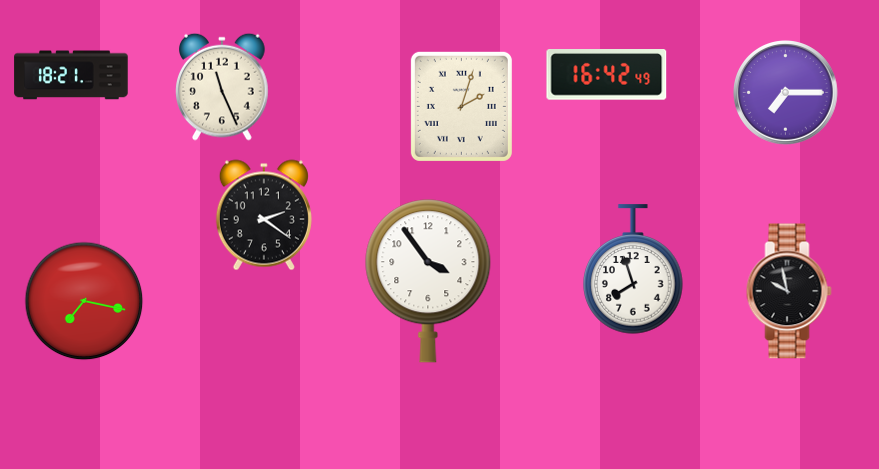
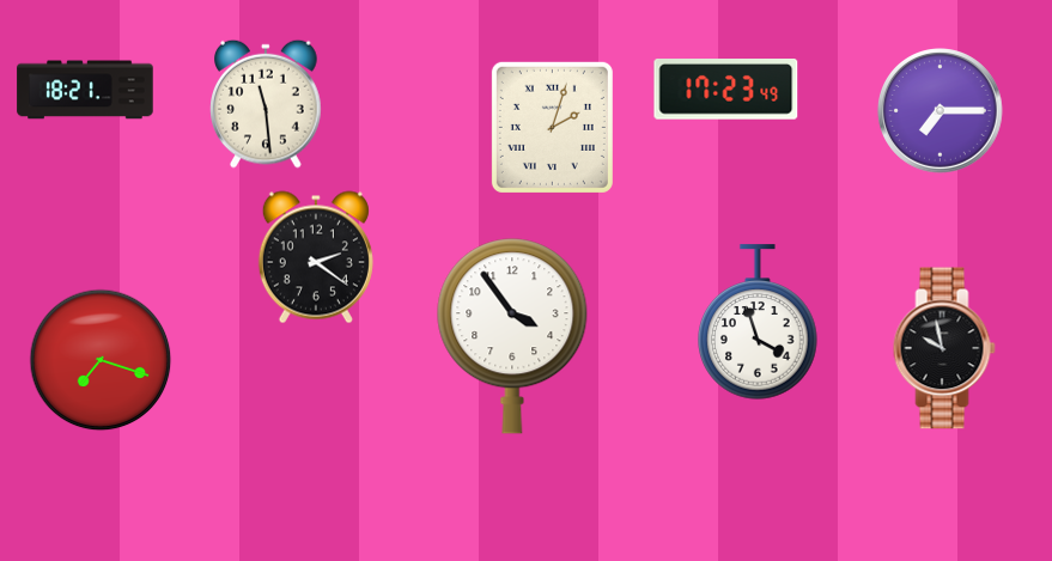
clock at (607, 75): 16:42 -> 17:23
clock at (223, 87): 11:26 -> 11:29
clock at (633, 269): 7:57 -> 3:57
clock at (84, 301): 7:17 -> 7:18
